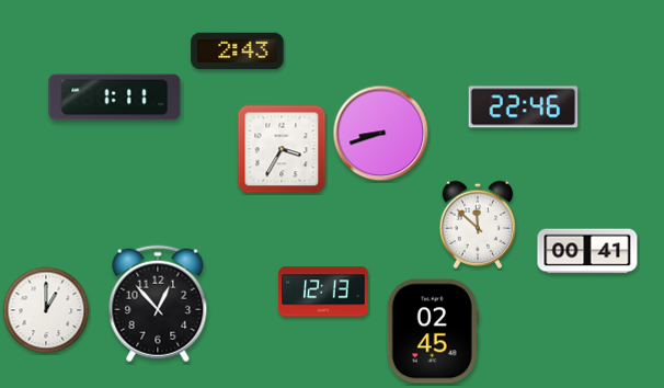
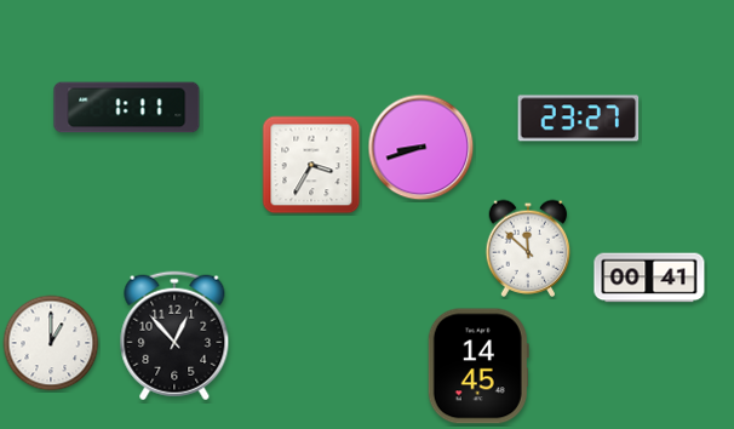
clock at (238, 52): 2:43 -> none
clock at (524, 107): 22:46 -> 23:27
clock at (323, 292): 12:13 -> none
clock at (433, 331): 02:45 -> 14:45
